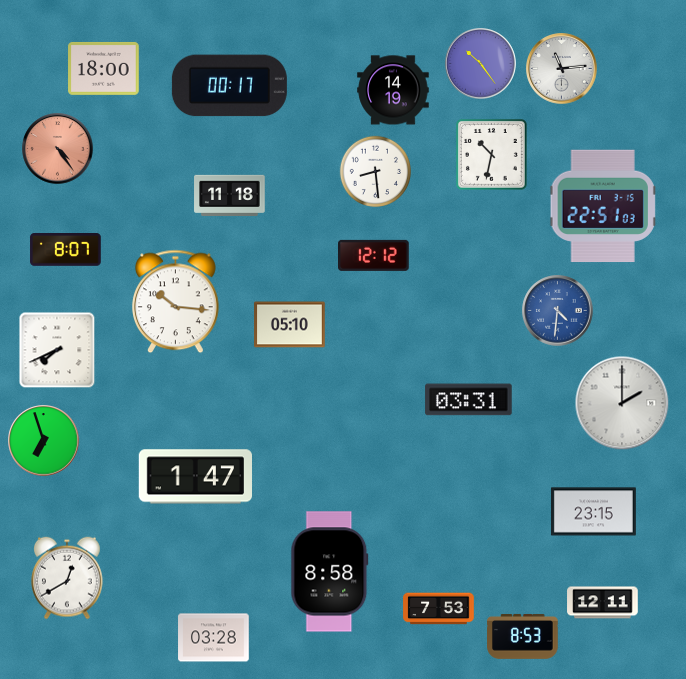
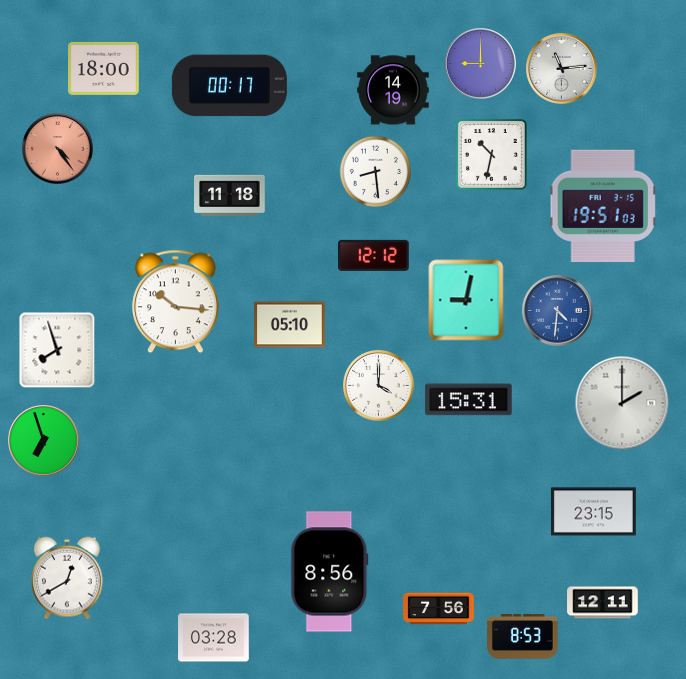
clock at (481, 64): 10:24 -> 9:00
clock at (603, 206): 22:51 -> 19:51
clock at (66, 250): 8:07 -> none
clock at (466, 300): none -> 9:02
clock at (57, 350): 7:41 -> 7:57
clock at (379, 386): none -> 4:00
clock at (469, 400): 03:31 -> 15:31
clock at (195, 477): 1:47 -> none
clock at (330, 572): 8:58 -> 8:56
clock at (439, 609): 7:53 -> 7:56
